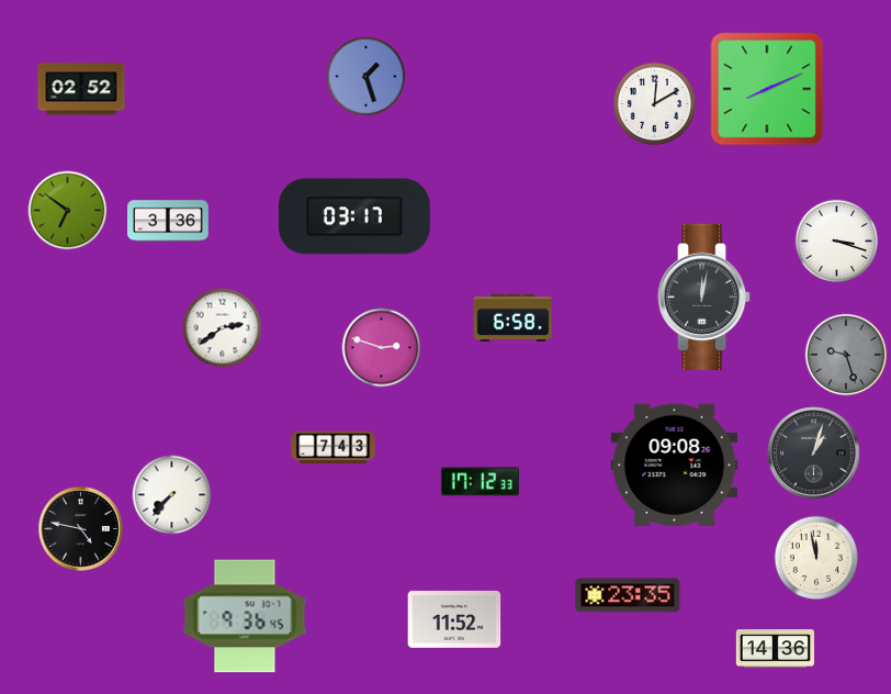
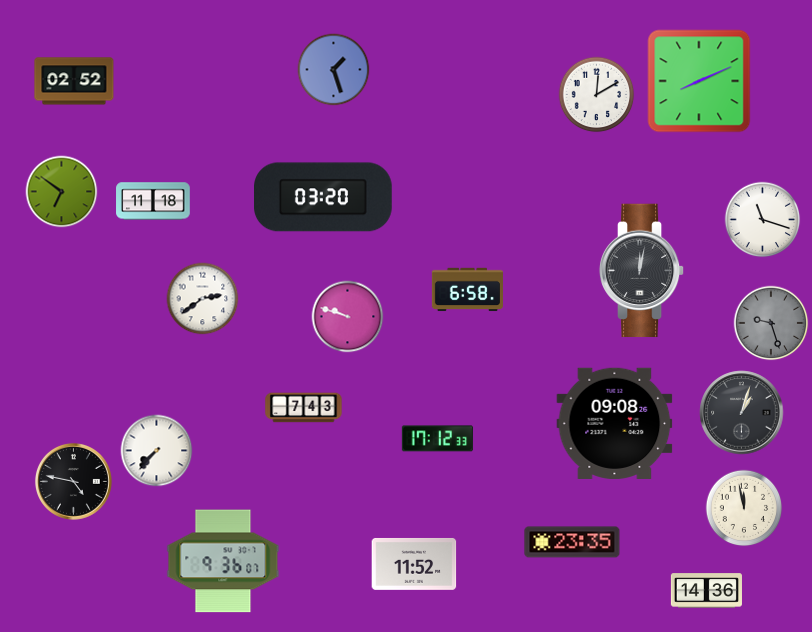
clock at (356, 216): 03:17 -> 03:20
clock at (168, 221): 3:36 -> 11:18
clock at (837, 242): 3:18 -> 11:18
clock at (382, 348): 2:48 -> 9:48
clock at (245, 616): 9:36:45 -> 9:36:07
